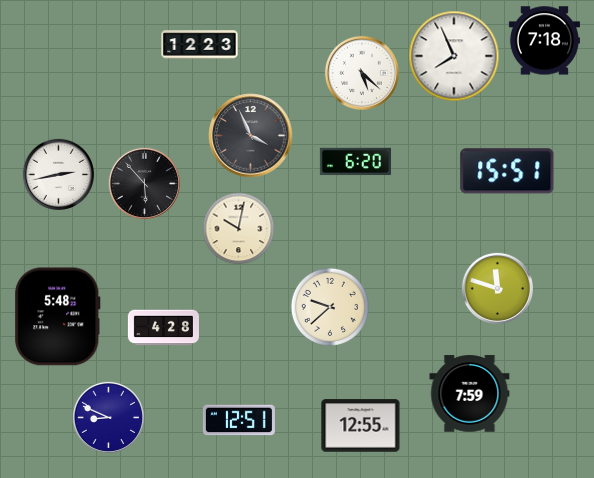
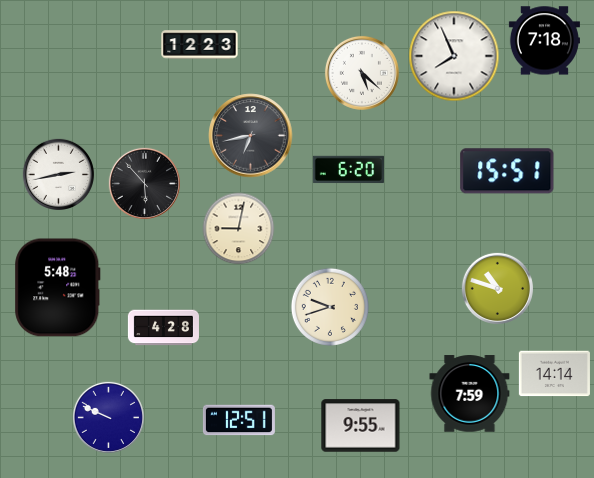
clock at (251, 136): 3:56 -> 6:43
clock at (355, 162) position: (355, 162) -> (348, 170)
clock at (239, 229): 10:02 -> 9:02
clock at (497, 288): 11:48 -> 10:48
clock at (330, 307): 9:38 -> 9:42
clock at (58, 317) position: (58, 317) -> (58, 288)
clock at (554, 374): none -> 14:14
clock at (108, 417): 8:49 -> 9:49
clock at (361, 426): 12:55 -> 9:55
